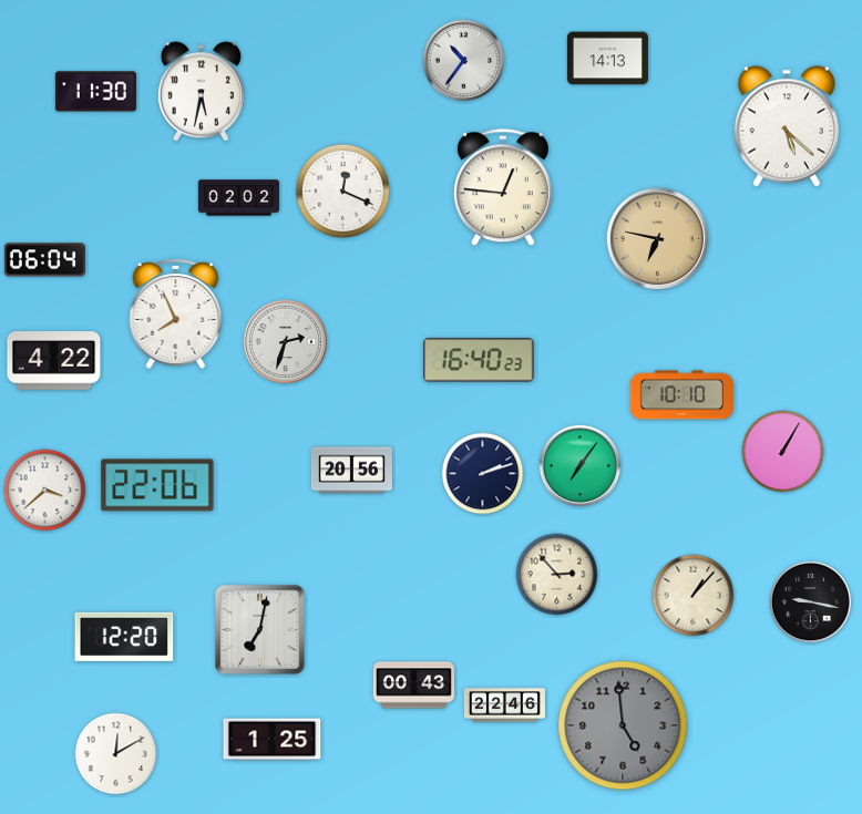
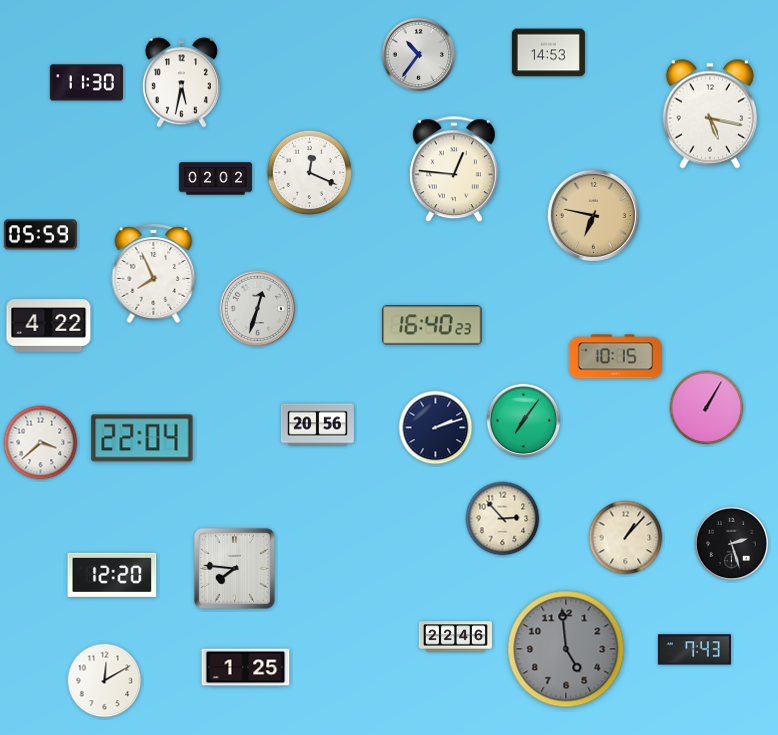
clock at (607, 59): 14:13 -> 14:53
clock at (787, 126): 5:22 -> 5:17
clock at (44, 260): 06:04 -> 05:59
clock at (176, 313) position: (176, 313) -> (154, 273)
clock at (286, 342): 2:33 -> 12:33
clock at (681, 395): 10:10 -> 10:15
clock at (157, 485): 22:06 -> 22:04
clock at (811, 602): 9:17 -> 2:27
clock at (259, 629): 7:02 -> 7:46
clock at (413, 686): 00:43 -> none
clock at (694, 650): none -> 7:43
clock at (623, 725) position: (623, 725) -> (566, 649)
